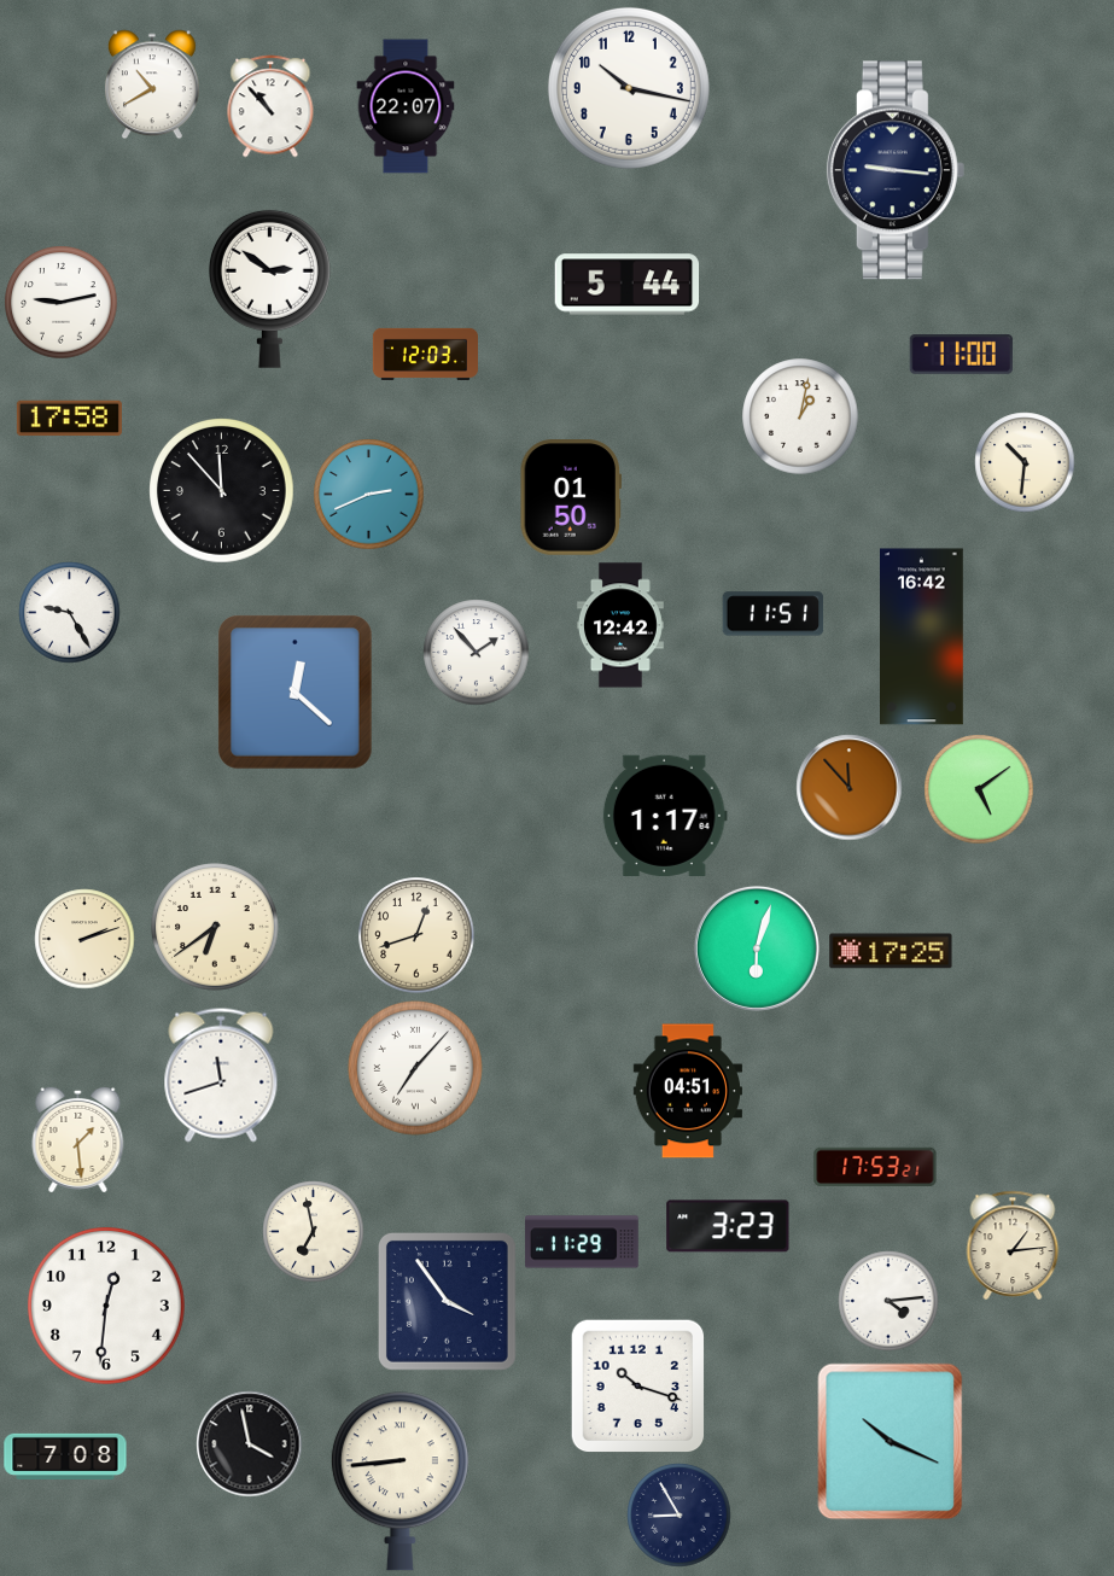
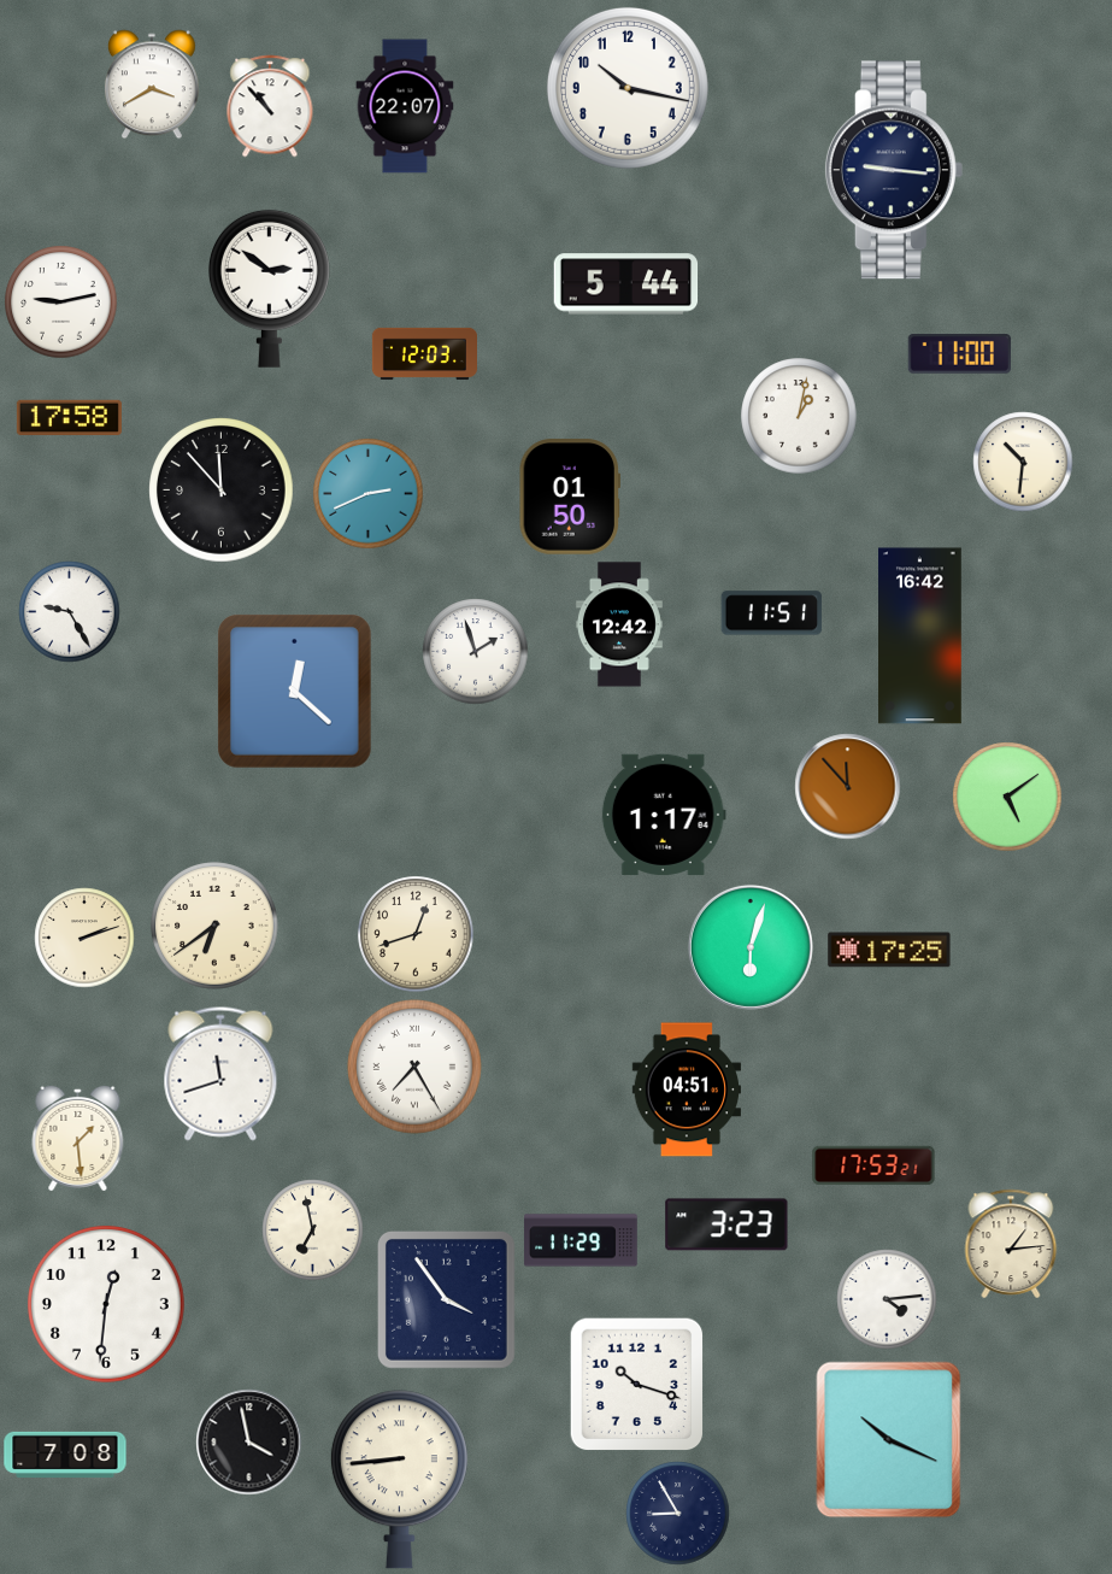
clock at (152, 84): 10:40 -> 3:40
clock at (477, 653): 1:53 -> 1:57
clock at (979, 789) position: (979, 789) -> (1007, 797)
clock at (757, 948) position: (757, 948) -> (751, 947)
clock at (415, 1068): 7:07 -> 7:25
